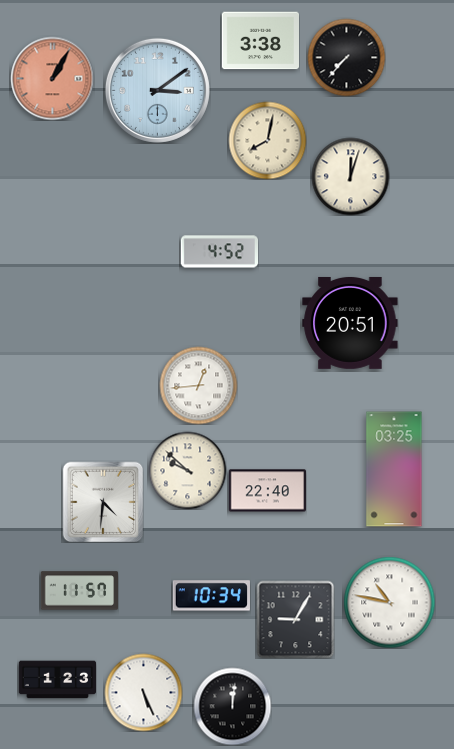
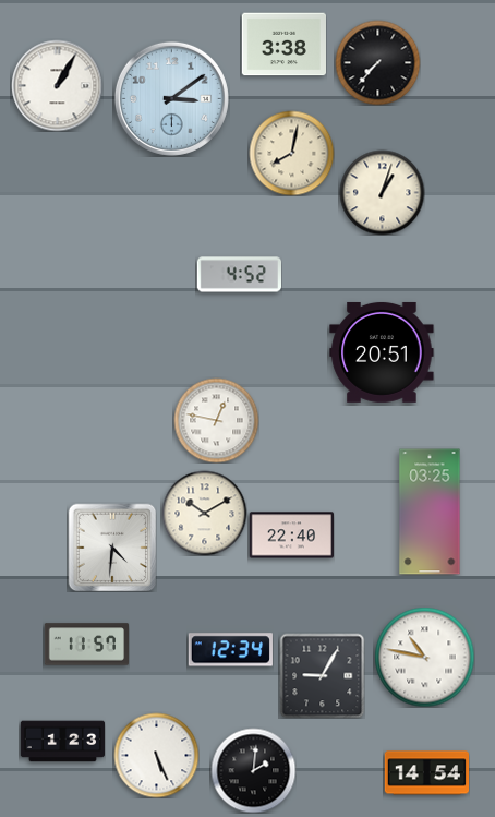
clock at (52, 78) dial: salmon -> white
clock at (350, 176): 12:03 -> 1:03
clock at (198, 385): 12:44 -> 12:47
clock at (187, 470): 9:52 -> 10:10
clock at (211, 596): 10:34 -> 12:34
clock at (232, 706): 12:01 -> 2:01
clock at (426, 773): none -> 14:54
